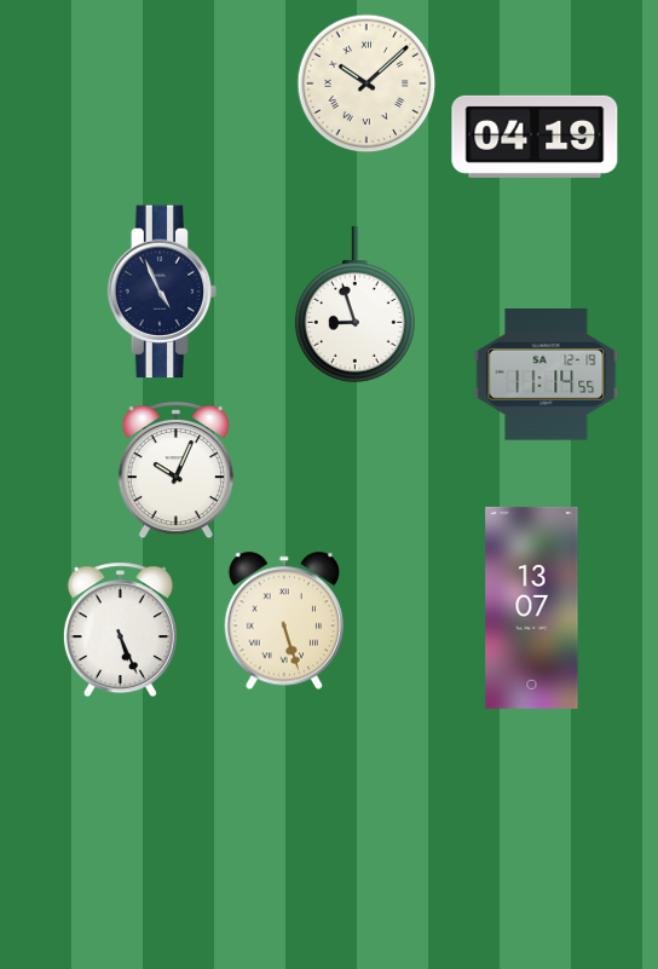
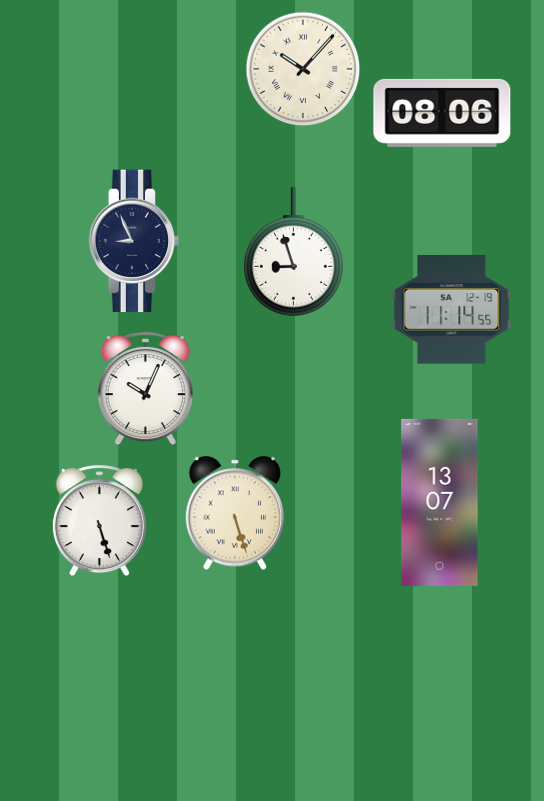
clock at (366, 83): 10:08 -> 10:07
clock at (535, 137): 04:19 -> 08:06
clock at (162, 292): 4:56 -> 8:56
clock at (120, 630): 5:26 -> 5:27
